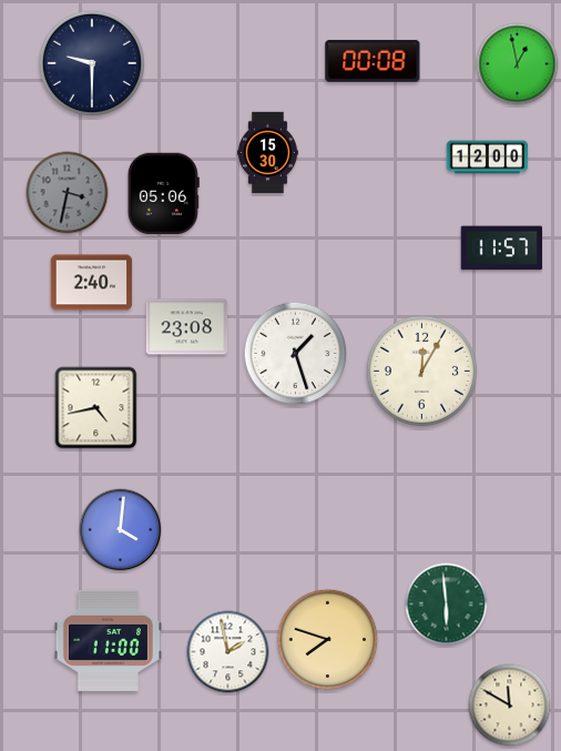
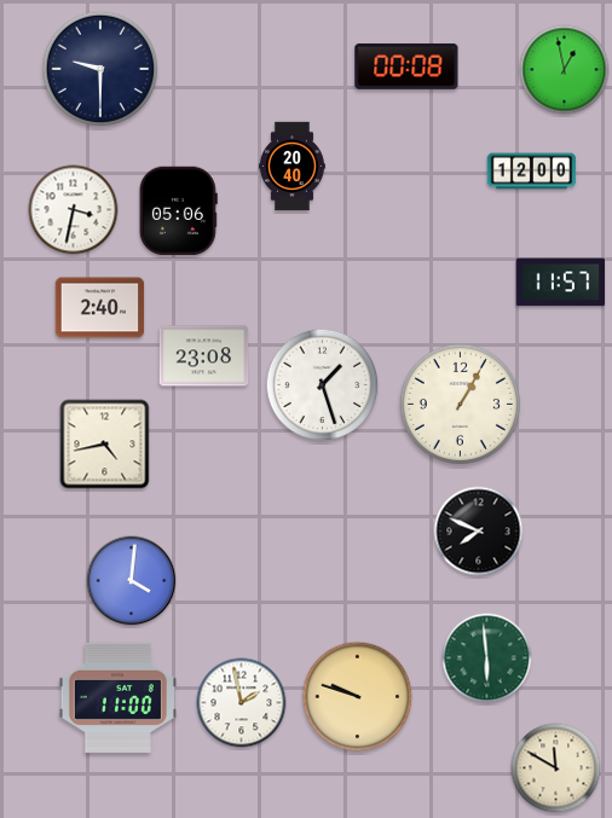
clock at (268, 153): 15:30 -> 20:40
clock at (68, 193) dial: grey -> white
clock at (502, 248) position: (502, 248) -> (561, 283)
clock at (421, 371): 12:05 -> 1:05
clock at (479, 532): none -> 7:49
clock at (121, 530) position: (121, 530) -> (132, 581)
clock at (328, 640): 7:48 -> 9:48
clock at (228, 652) position: (228, 652) -> (242, 703)
